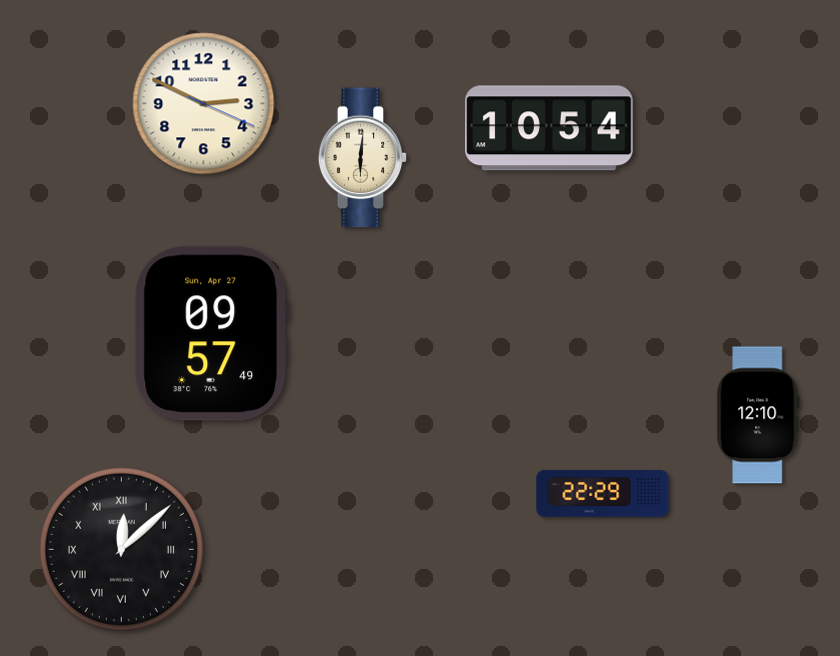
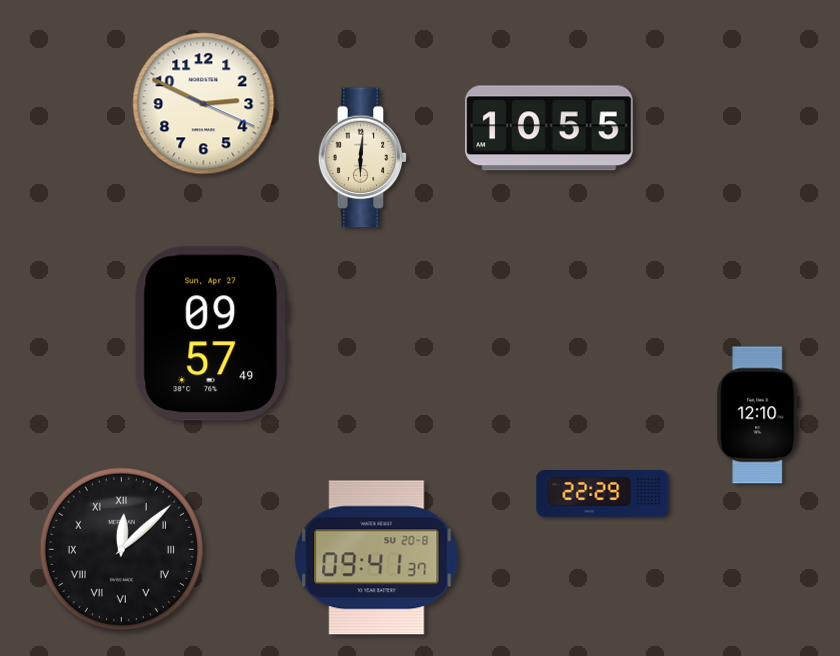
clock at (549, 128): 10:54 -> 10:55
clock at (377, 558): none -> 09:41
